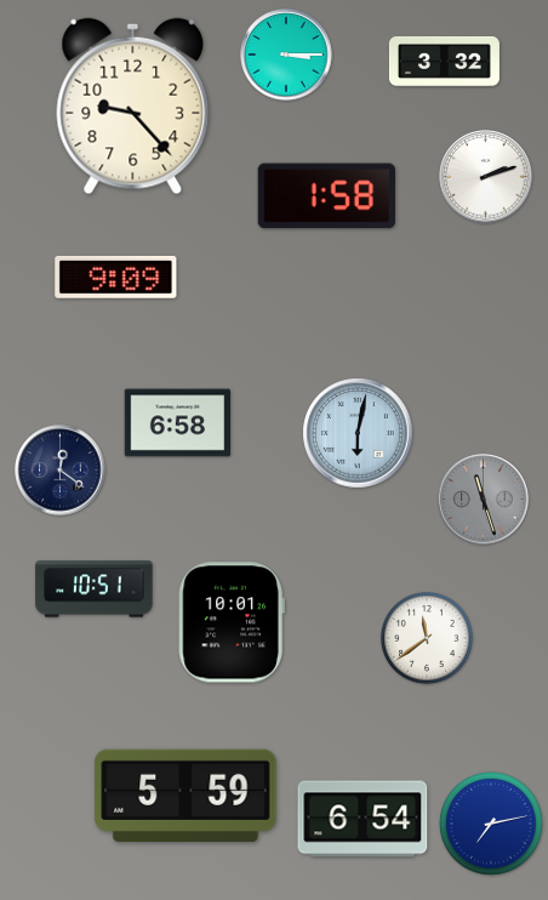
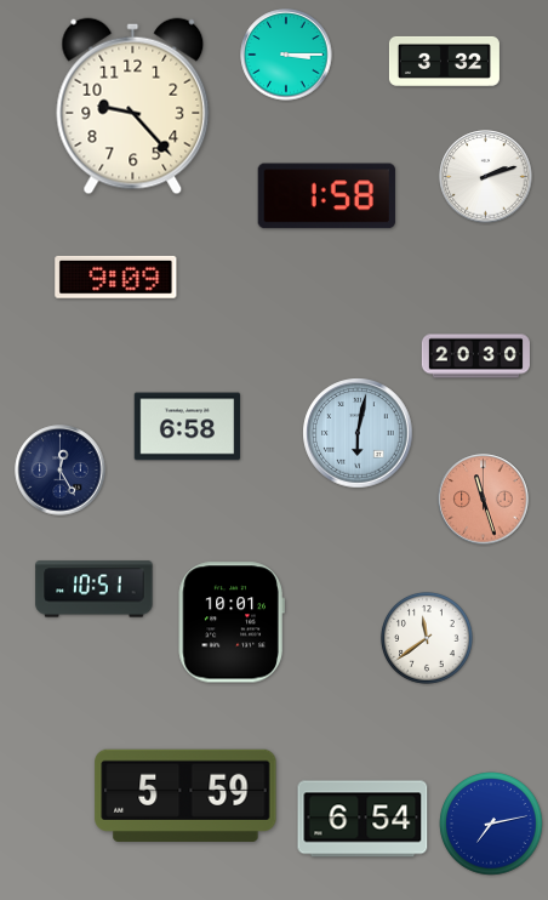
clock at (475, 357): none -> 20:30
clock at (178, 423) position: (178, 423) -> (188, 427)
clock at (61, 471): 12:21 -> 12:25
clock at (484, 500) dial: grey -> salmon
